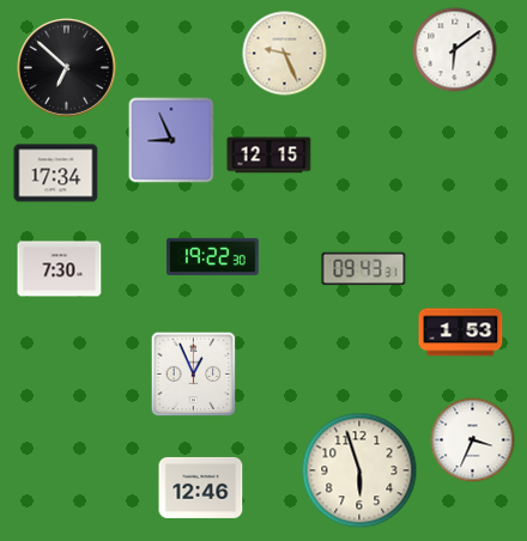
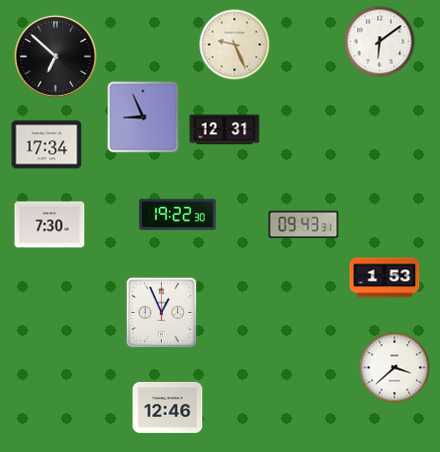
clock at (285, 54) position: (285, 54) -> (235, 45)
clock at (269, 156): 12:15 -> 12:31
clock at (473, 440): 3:34 -> 3:38
clock at (359, 470): 5:57 -> none
